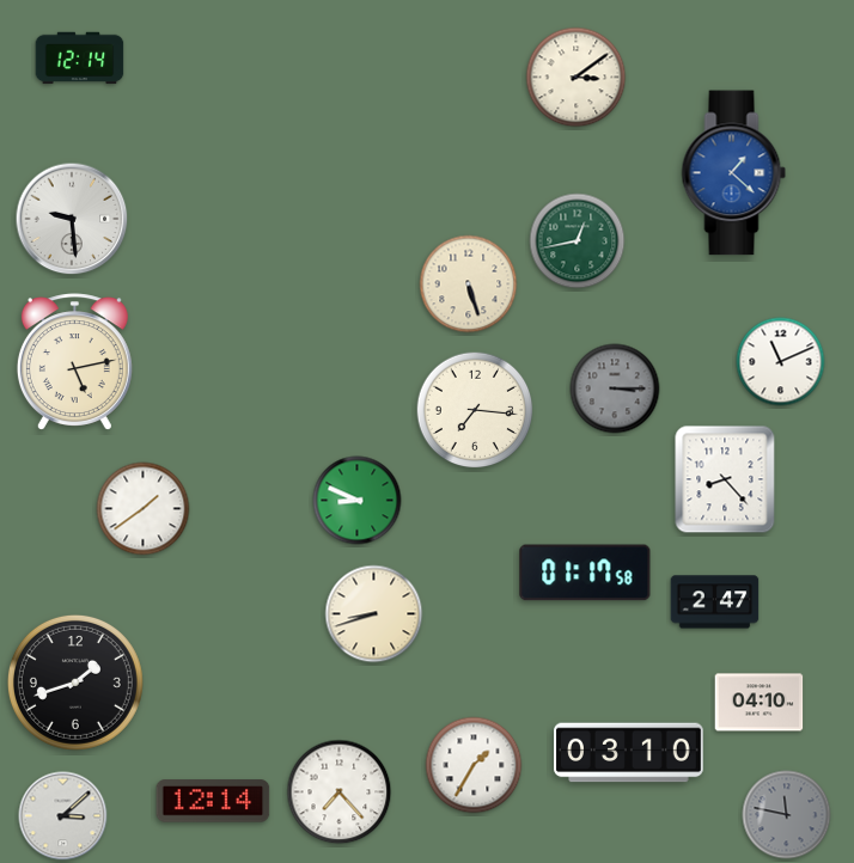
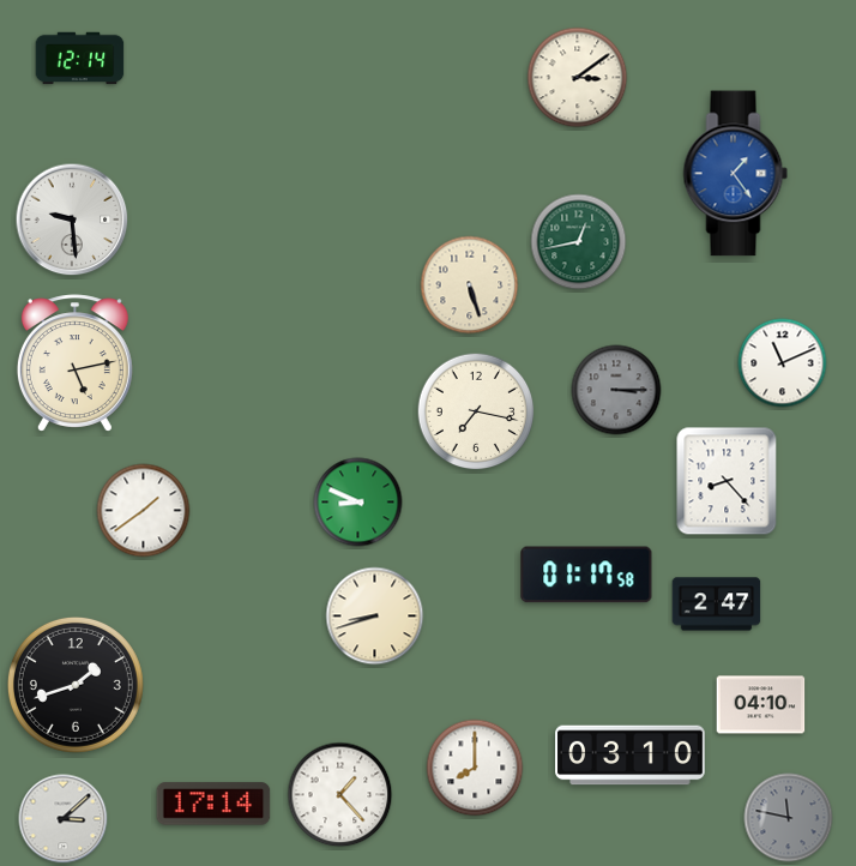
clock at (734, 173): 1:22 -> 1:24
clock at (475, 410): 7:16 -> 7:17
clock at (474, 765): 1:35 -> 8:00
clock at (340, 792): 7:23 -> 1:23
clock at (213, 801): 12:14 -> 17:14
